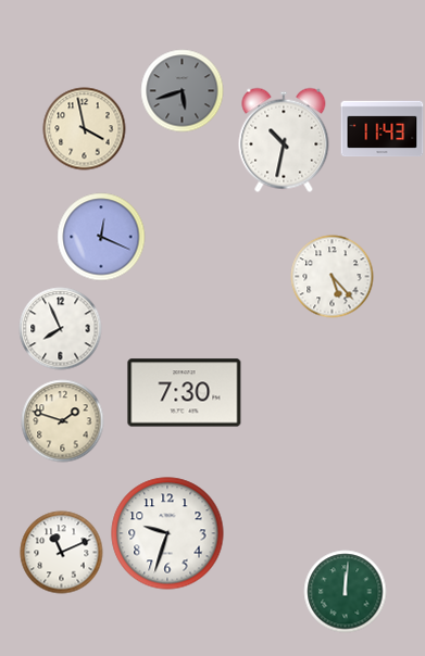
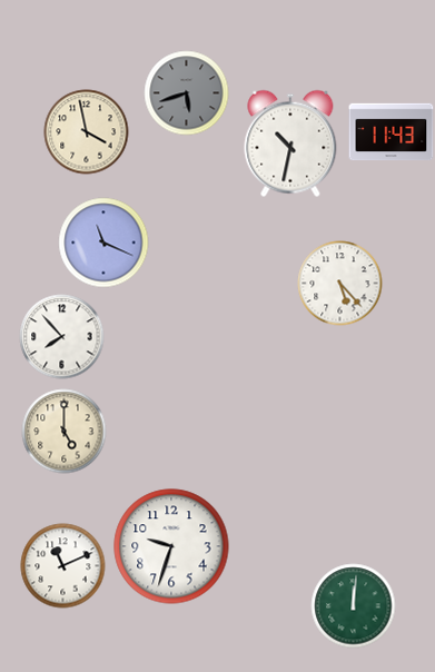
clock at (101, 237): 12:19 -> 11:19
clock at (61, 329): 7:56 -> 7:53
clock at (185, 393): 7:30 -> none
clock at (63, 421): 1:48 -> 5:00
